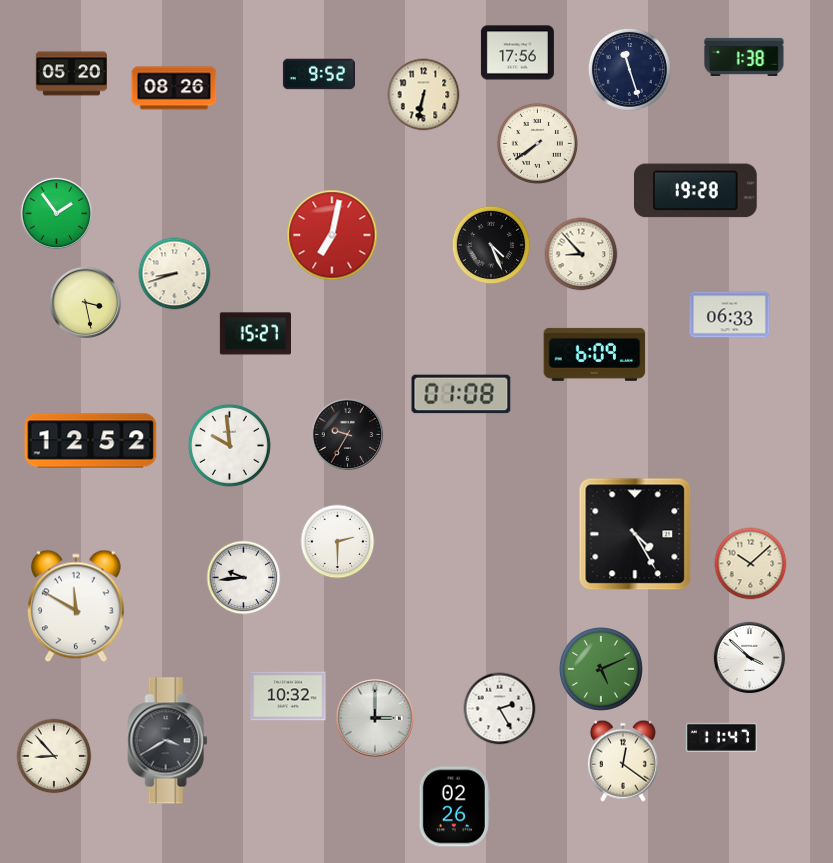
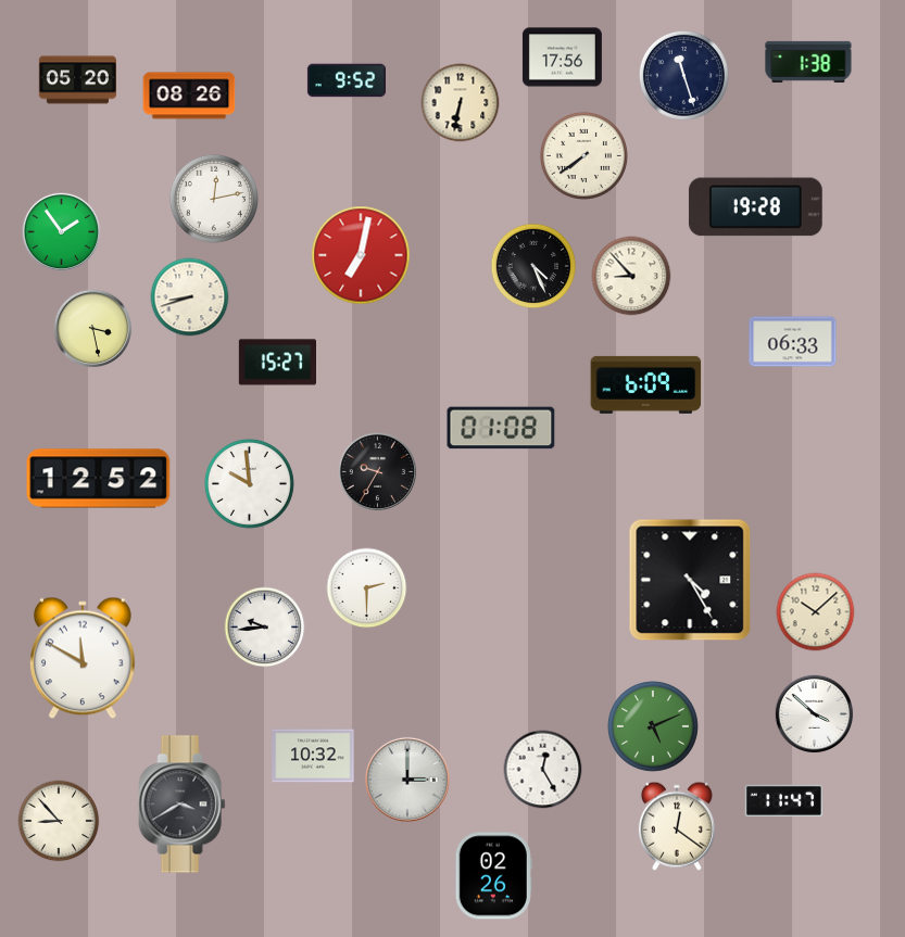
clock at (214, 199): none -> 12:13
clock at (500, 709): 2:25 -> 12:25
